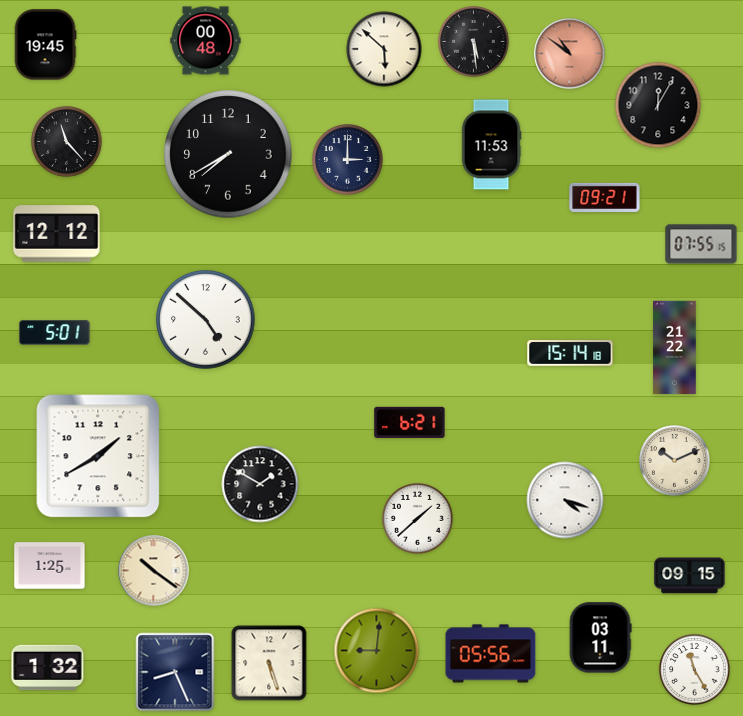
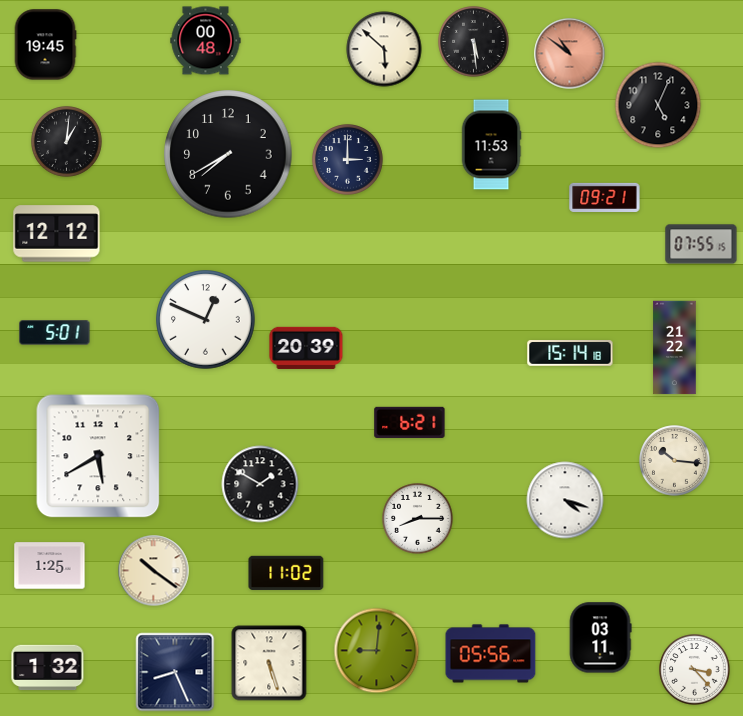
clock at (658, 105): 12:05 -> 5:04
clock at (67, 142): 11:23 -> 1:01
clock at (206, 320): 4:52 -> 12:49
clock at (306, 348): none -> 20:39
clock at (98, 456): 1:40 -> 5:40
clock at (675, 461): 10:11 -> 10:16
clock at (418, 519): 1:38 -> 8:15
clock at (286, 572): none -> 11:02
clock at (690, 576): 09:15 -> none
clock at (695, 670): 11:25 -> 3:23
